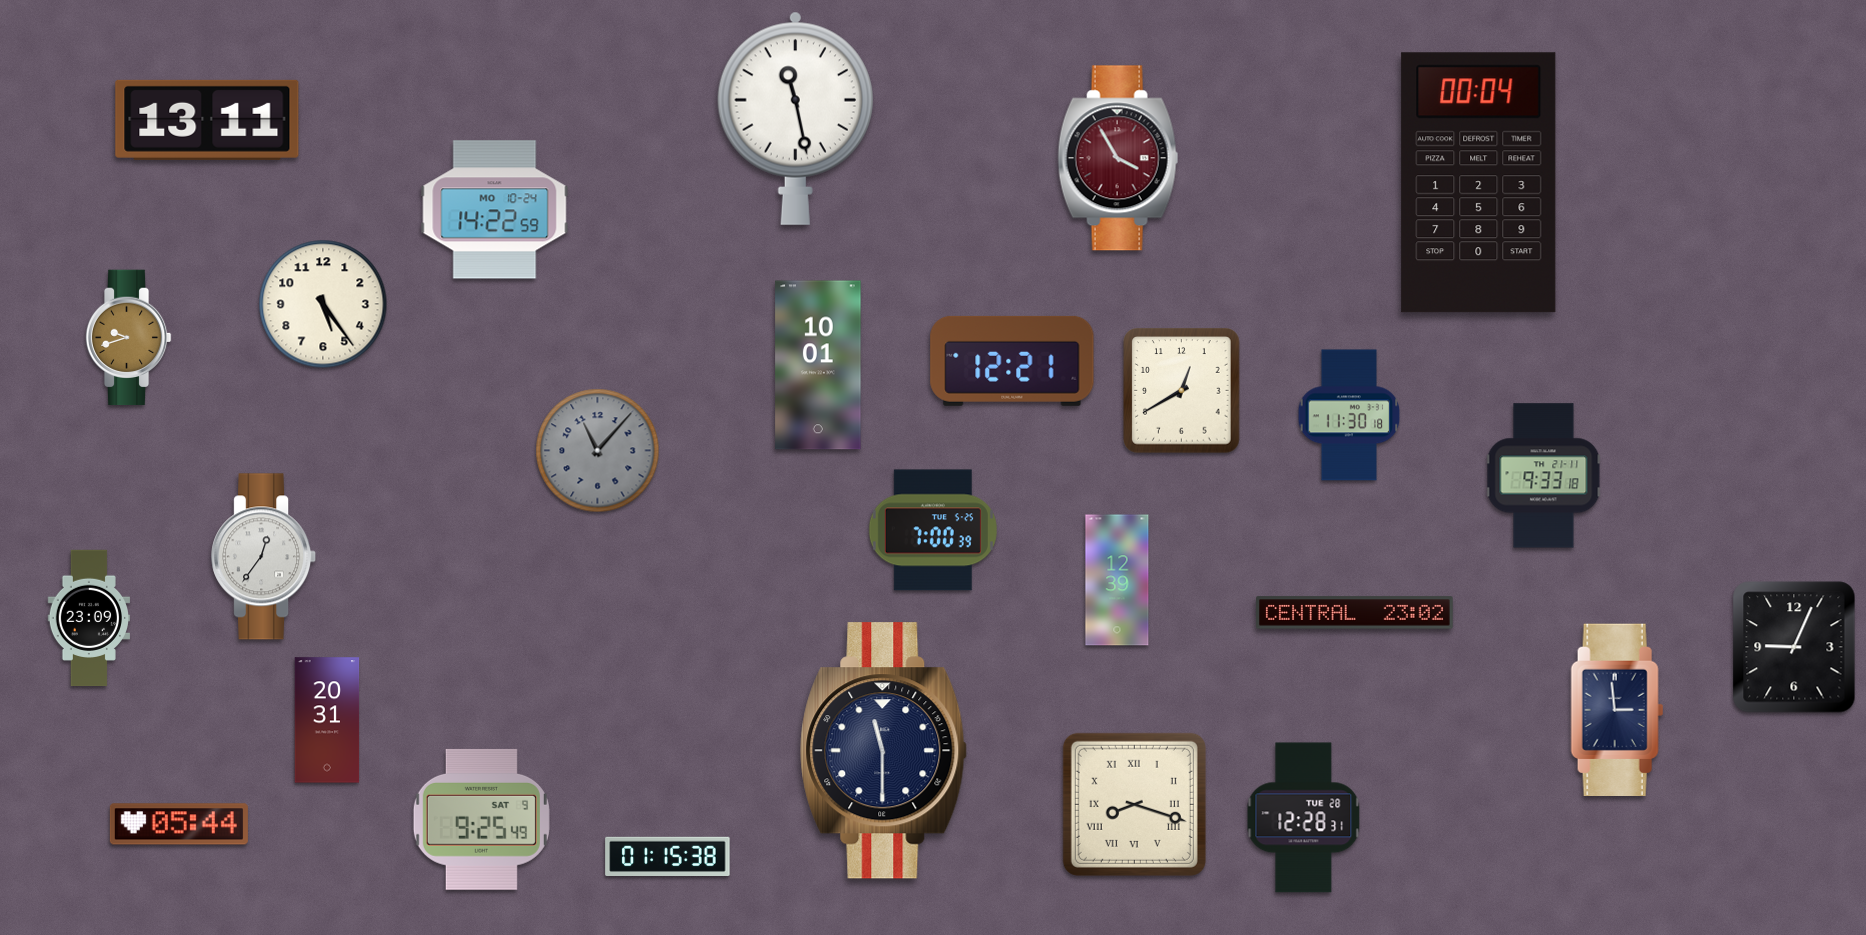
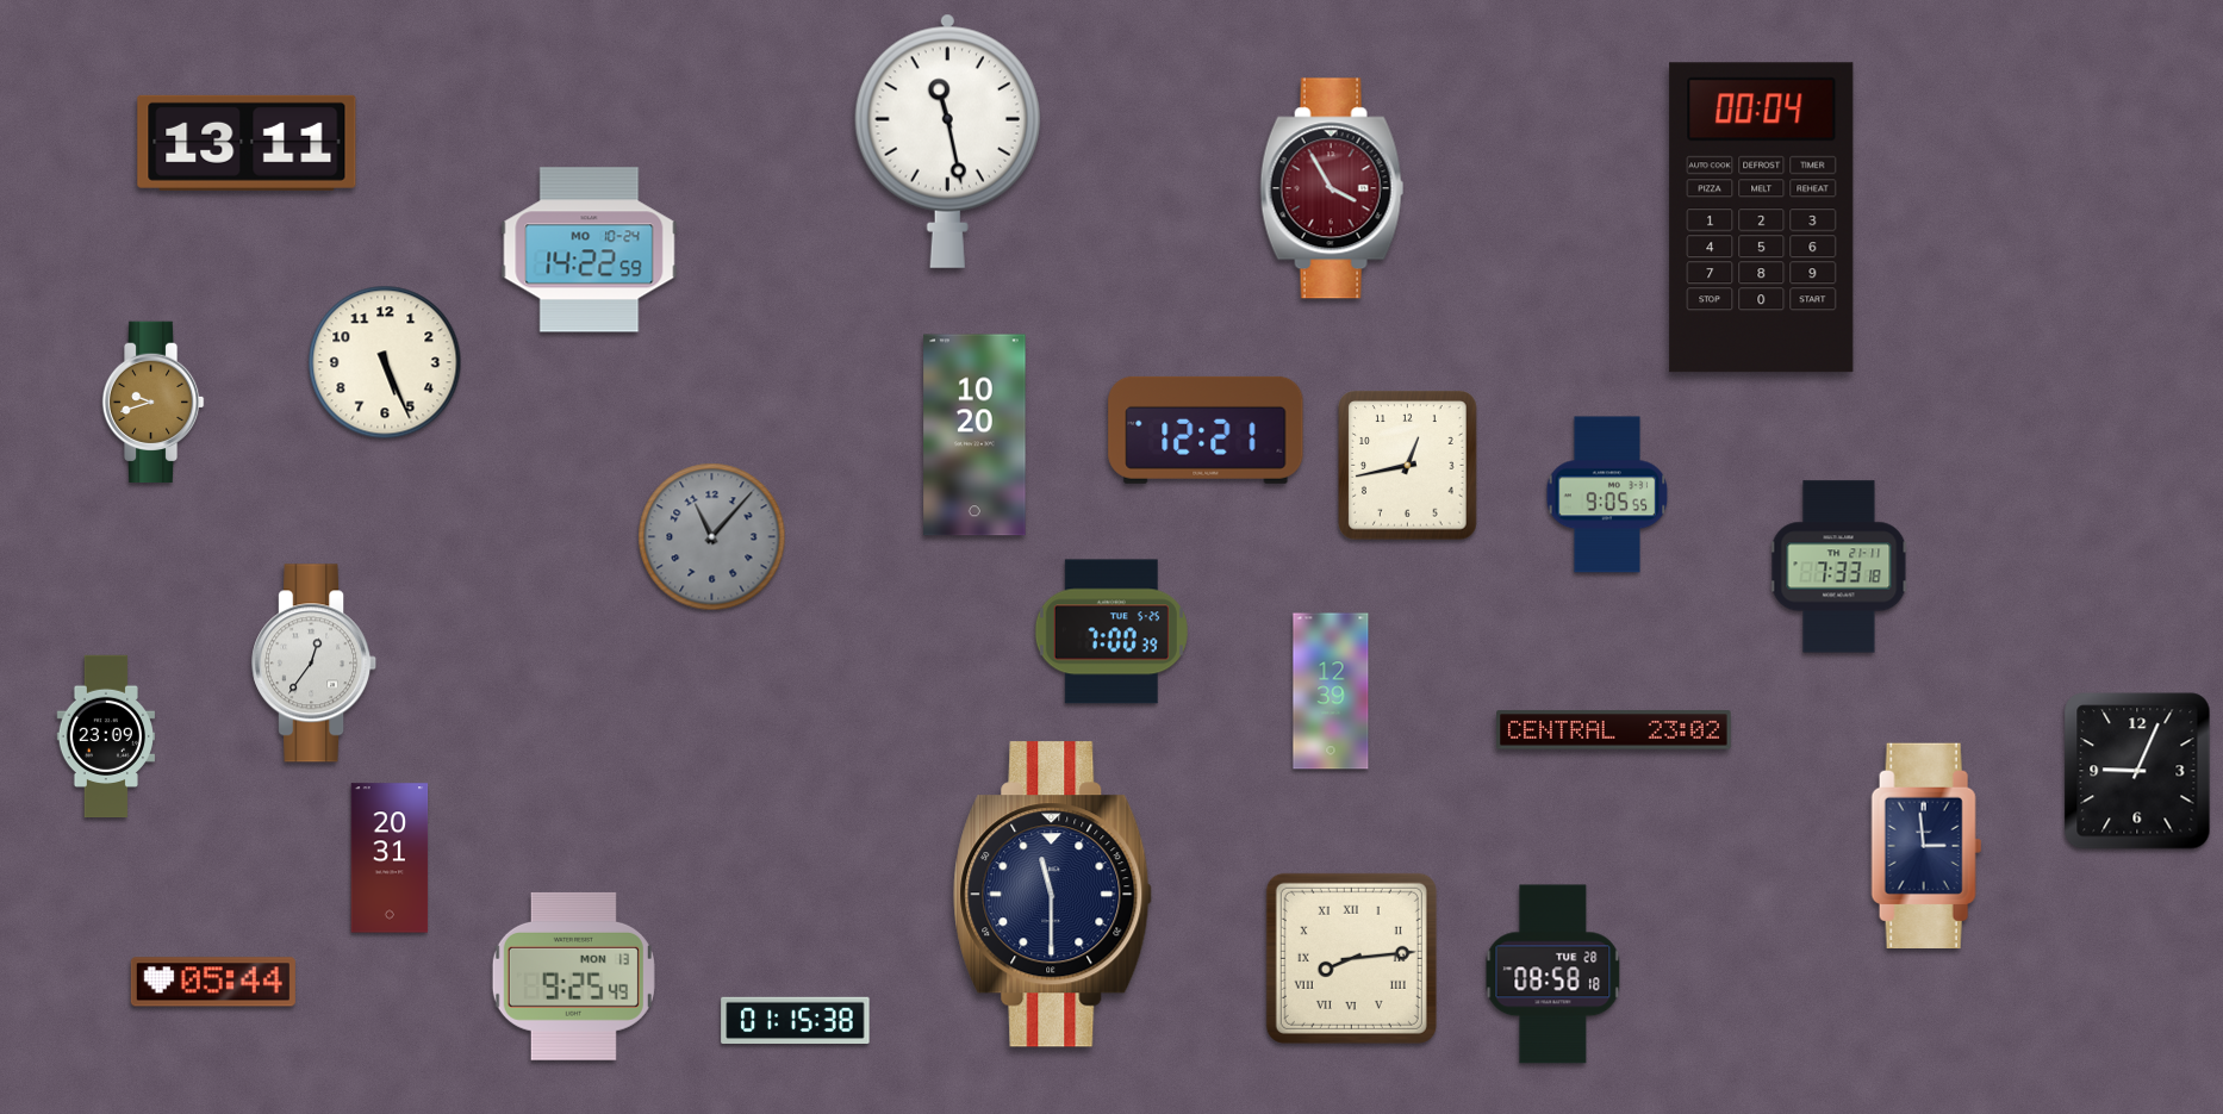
clock at (323, 304): 5:24 -> 5:26
clock at (818, 365): 10:01 -> 10:20
clock at (1182, 391): 12:40 -> 12:43
clock at (1349, 415): 11:30 -> 9:05
clock at (1544, 476): 9:33 -> 7:33
clock at (1134, 804): 8:18 -> 8:14
clock at (1304, 818): 12:28 -> 08:58
clock at (481, 819) date: SAT 9 -> MON 13
